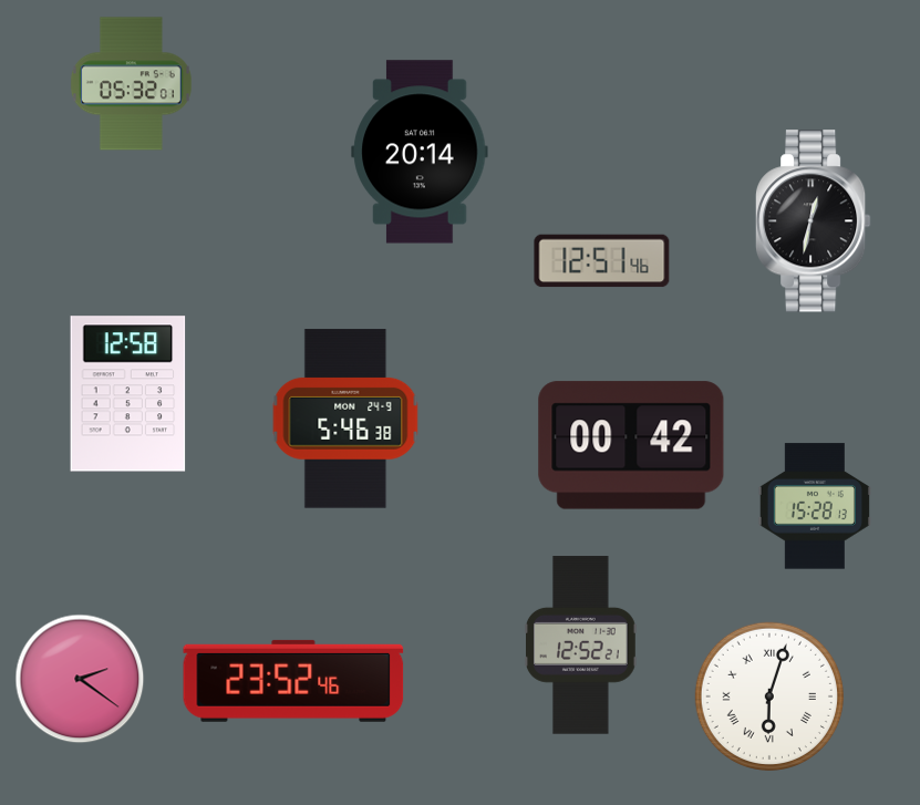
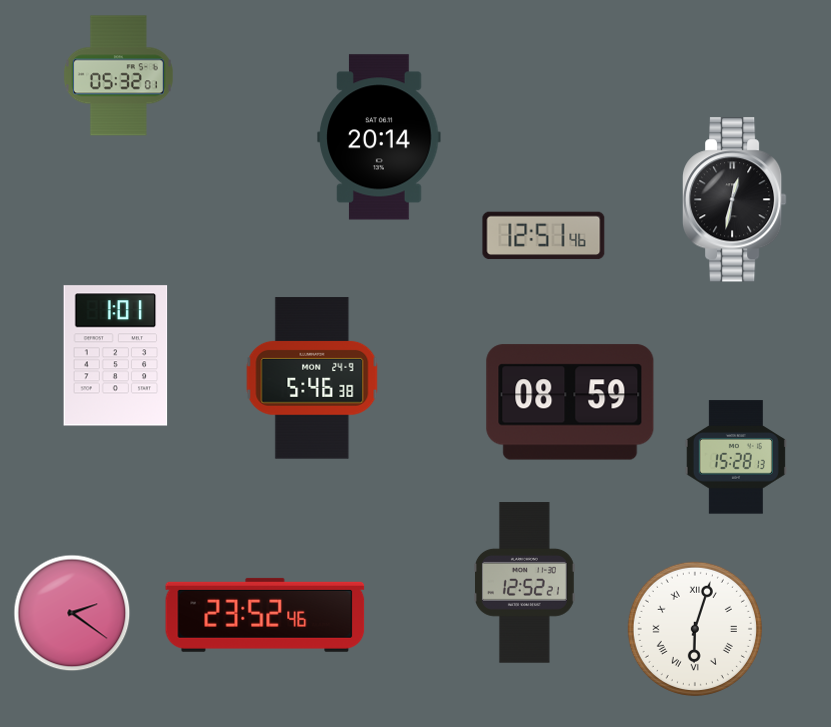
clock at (128, 394): 12:58 -> 1:01
clock at (631, 445): 00:42 -> 08:59
